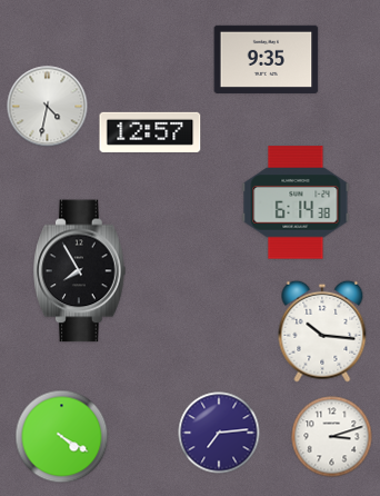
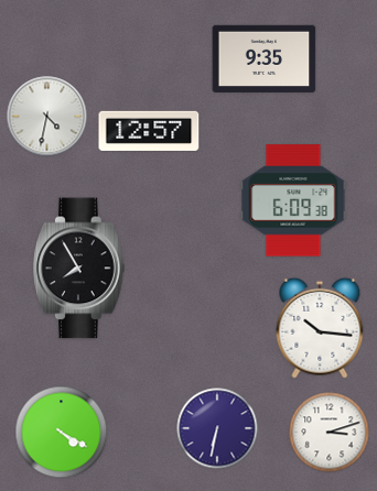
clock at (48, 107) position: (48, 107) -> (47, 117)
clock at (296, 202): 6:14 -> 6:09
clock at (219, 433): 7:14 -> 6:32
